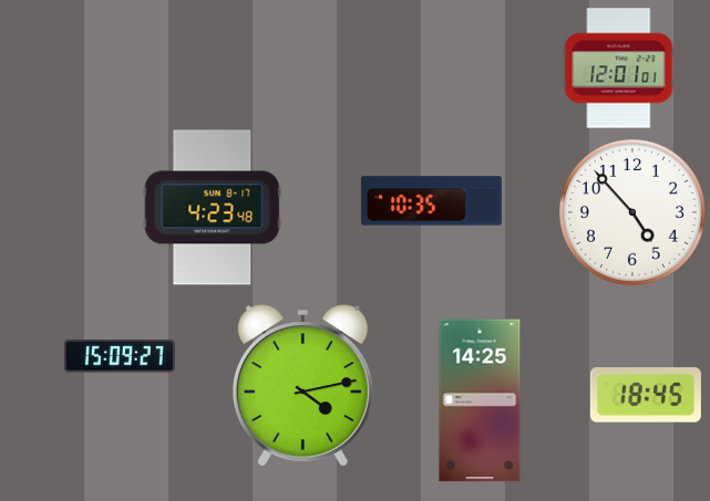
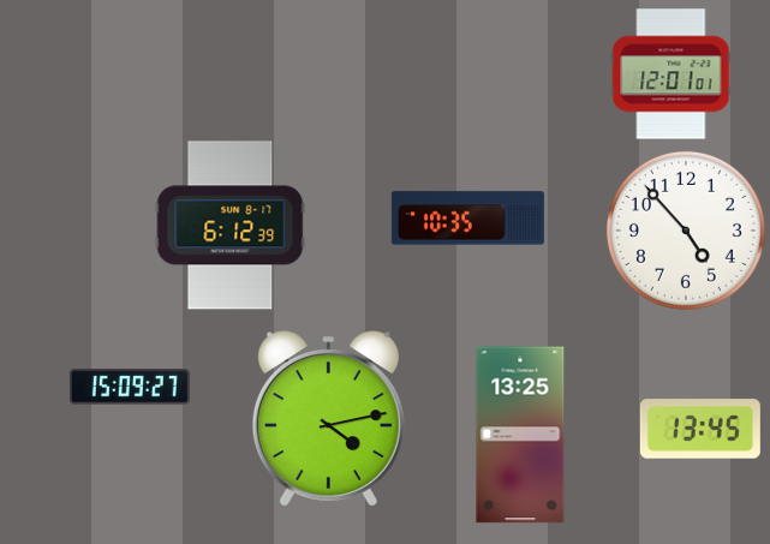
clock at (213, 208): 4:23 -> 6:12
clock at (646, 395): 18:45 -> 13:45
clock at (480, 400): 14:25 -> 13:25
